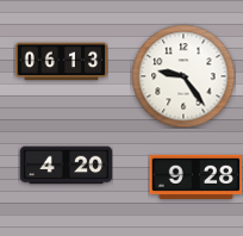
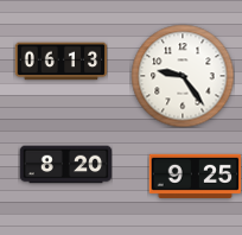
clock at (66, 166): 4:20 -> 8:20
clock at (195, 176): 9:28 -> 9:25
